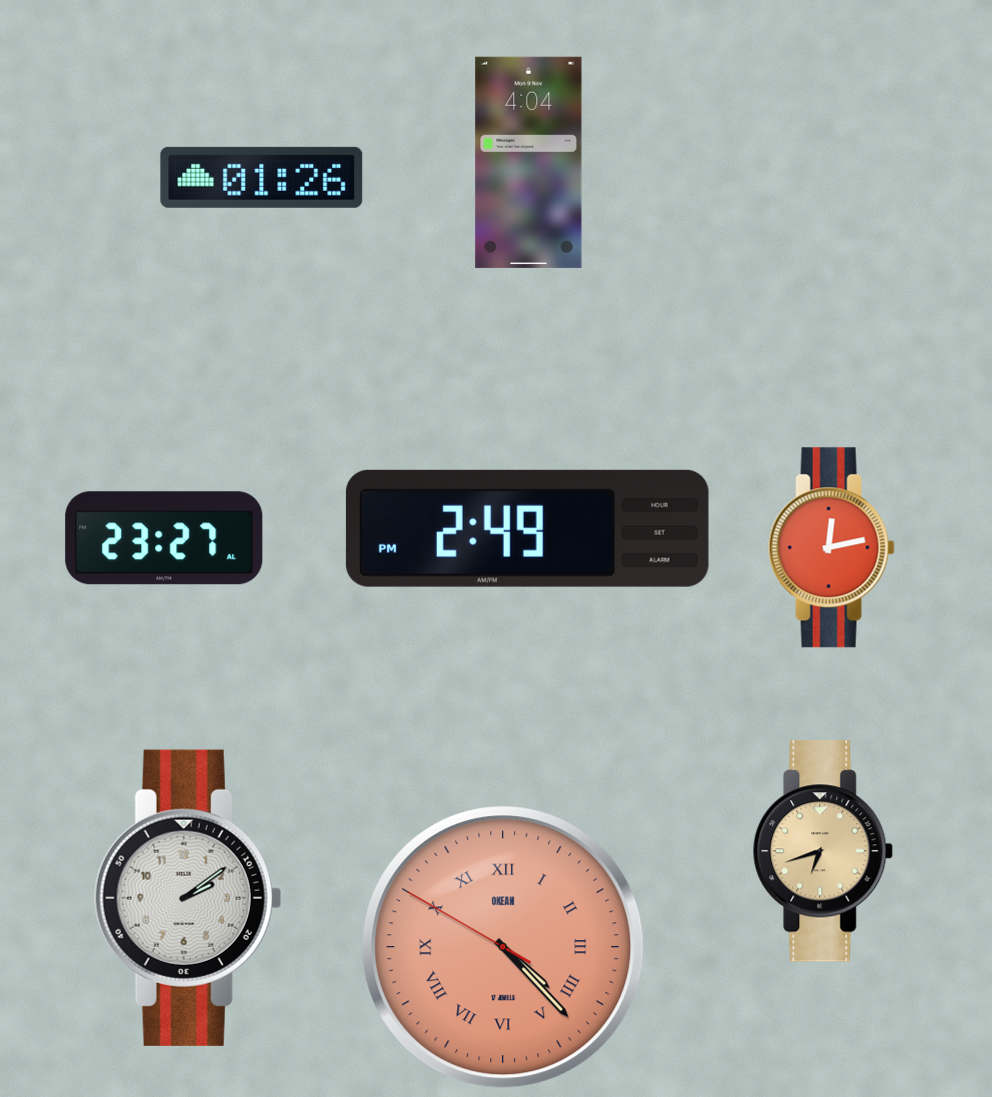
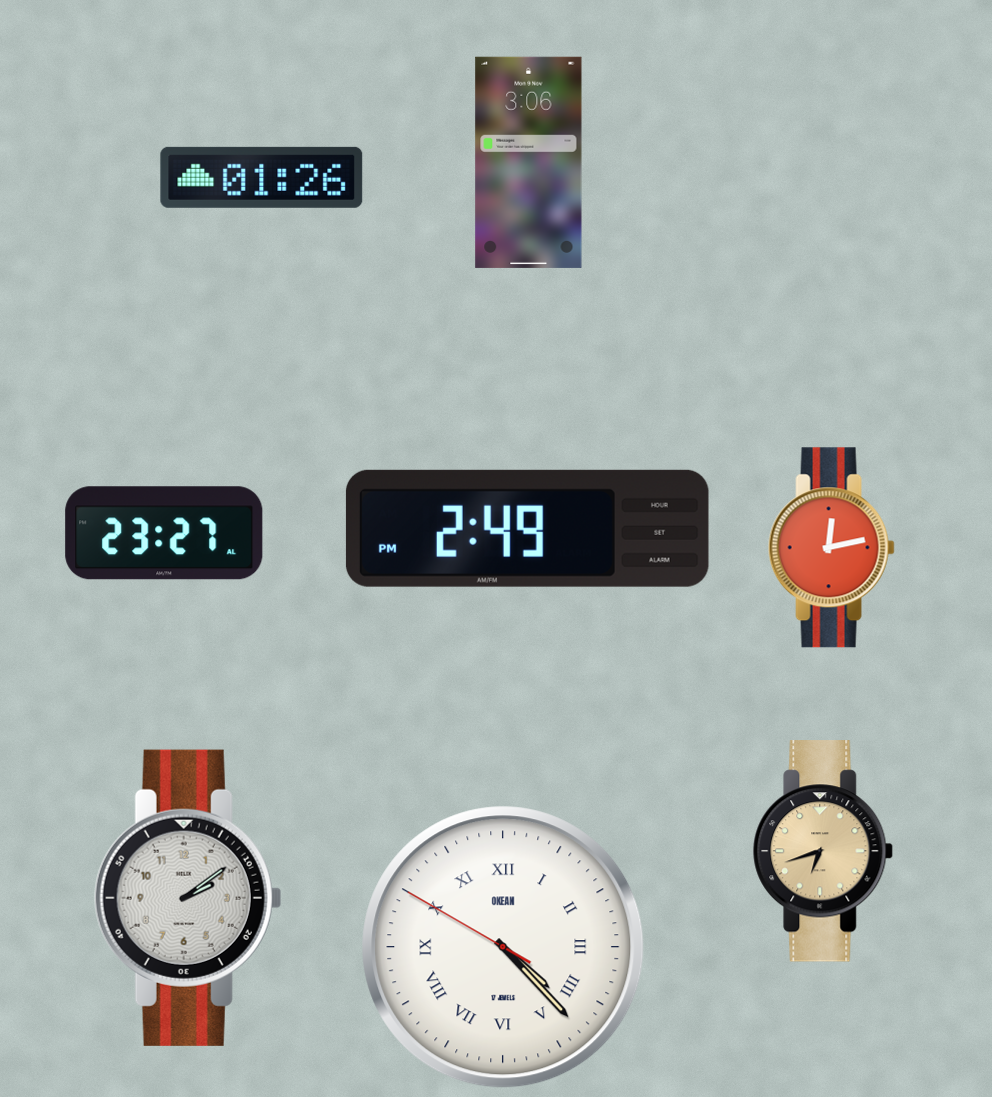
clock at (529, 162): 4:04 -> 3:06
clock at (164, 538) position: (164, 538) -> (164, 533)
clock at (503, 947) dial: salmon -> white
